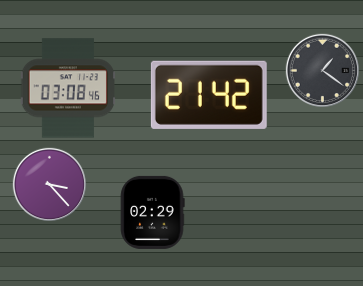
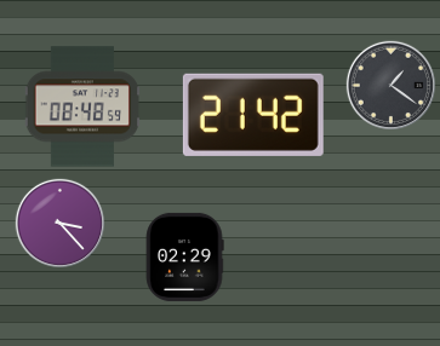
clock at (67, 88): 03:08 -> 08:48
